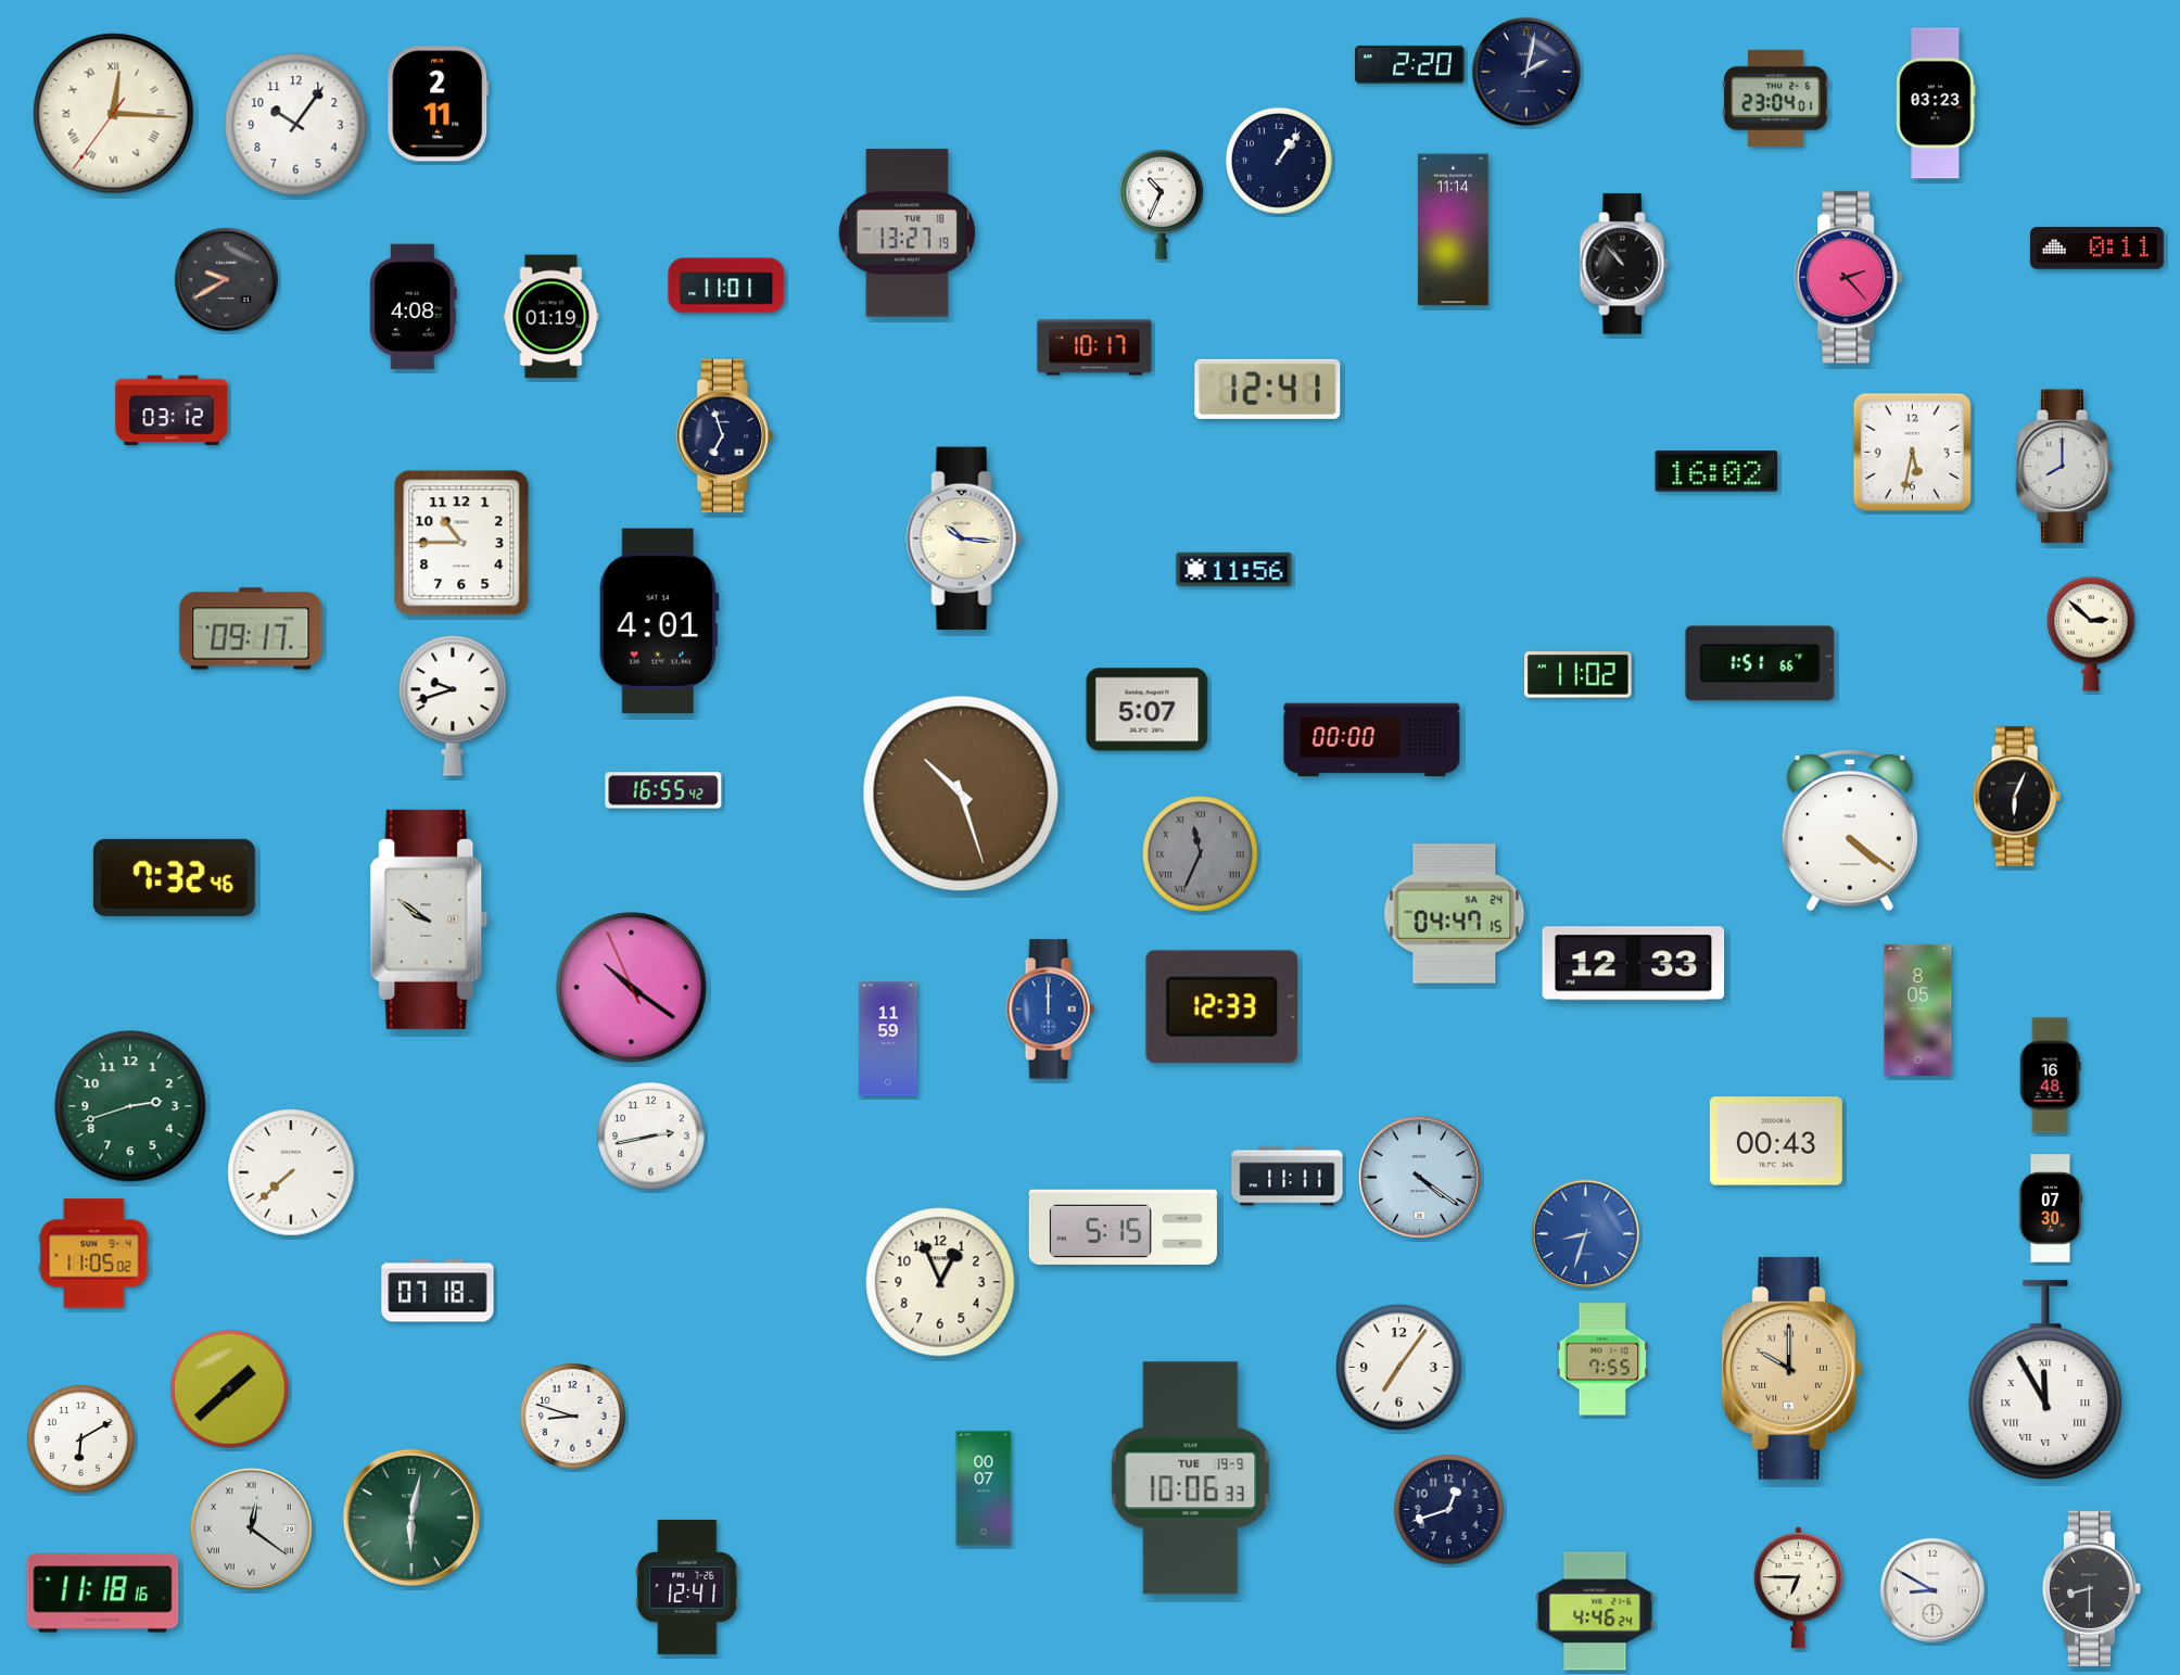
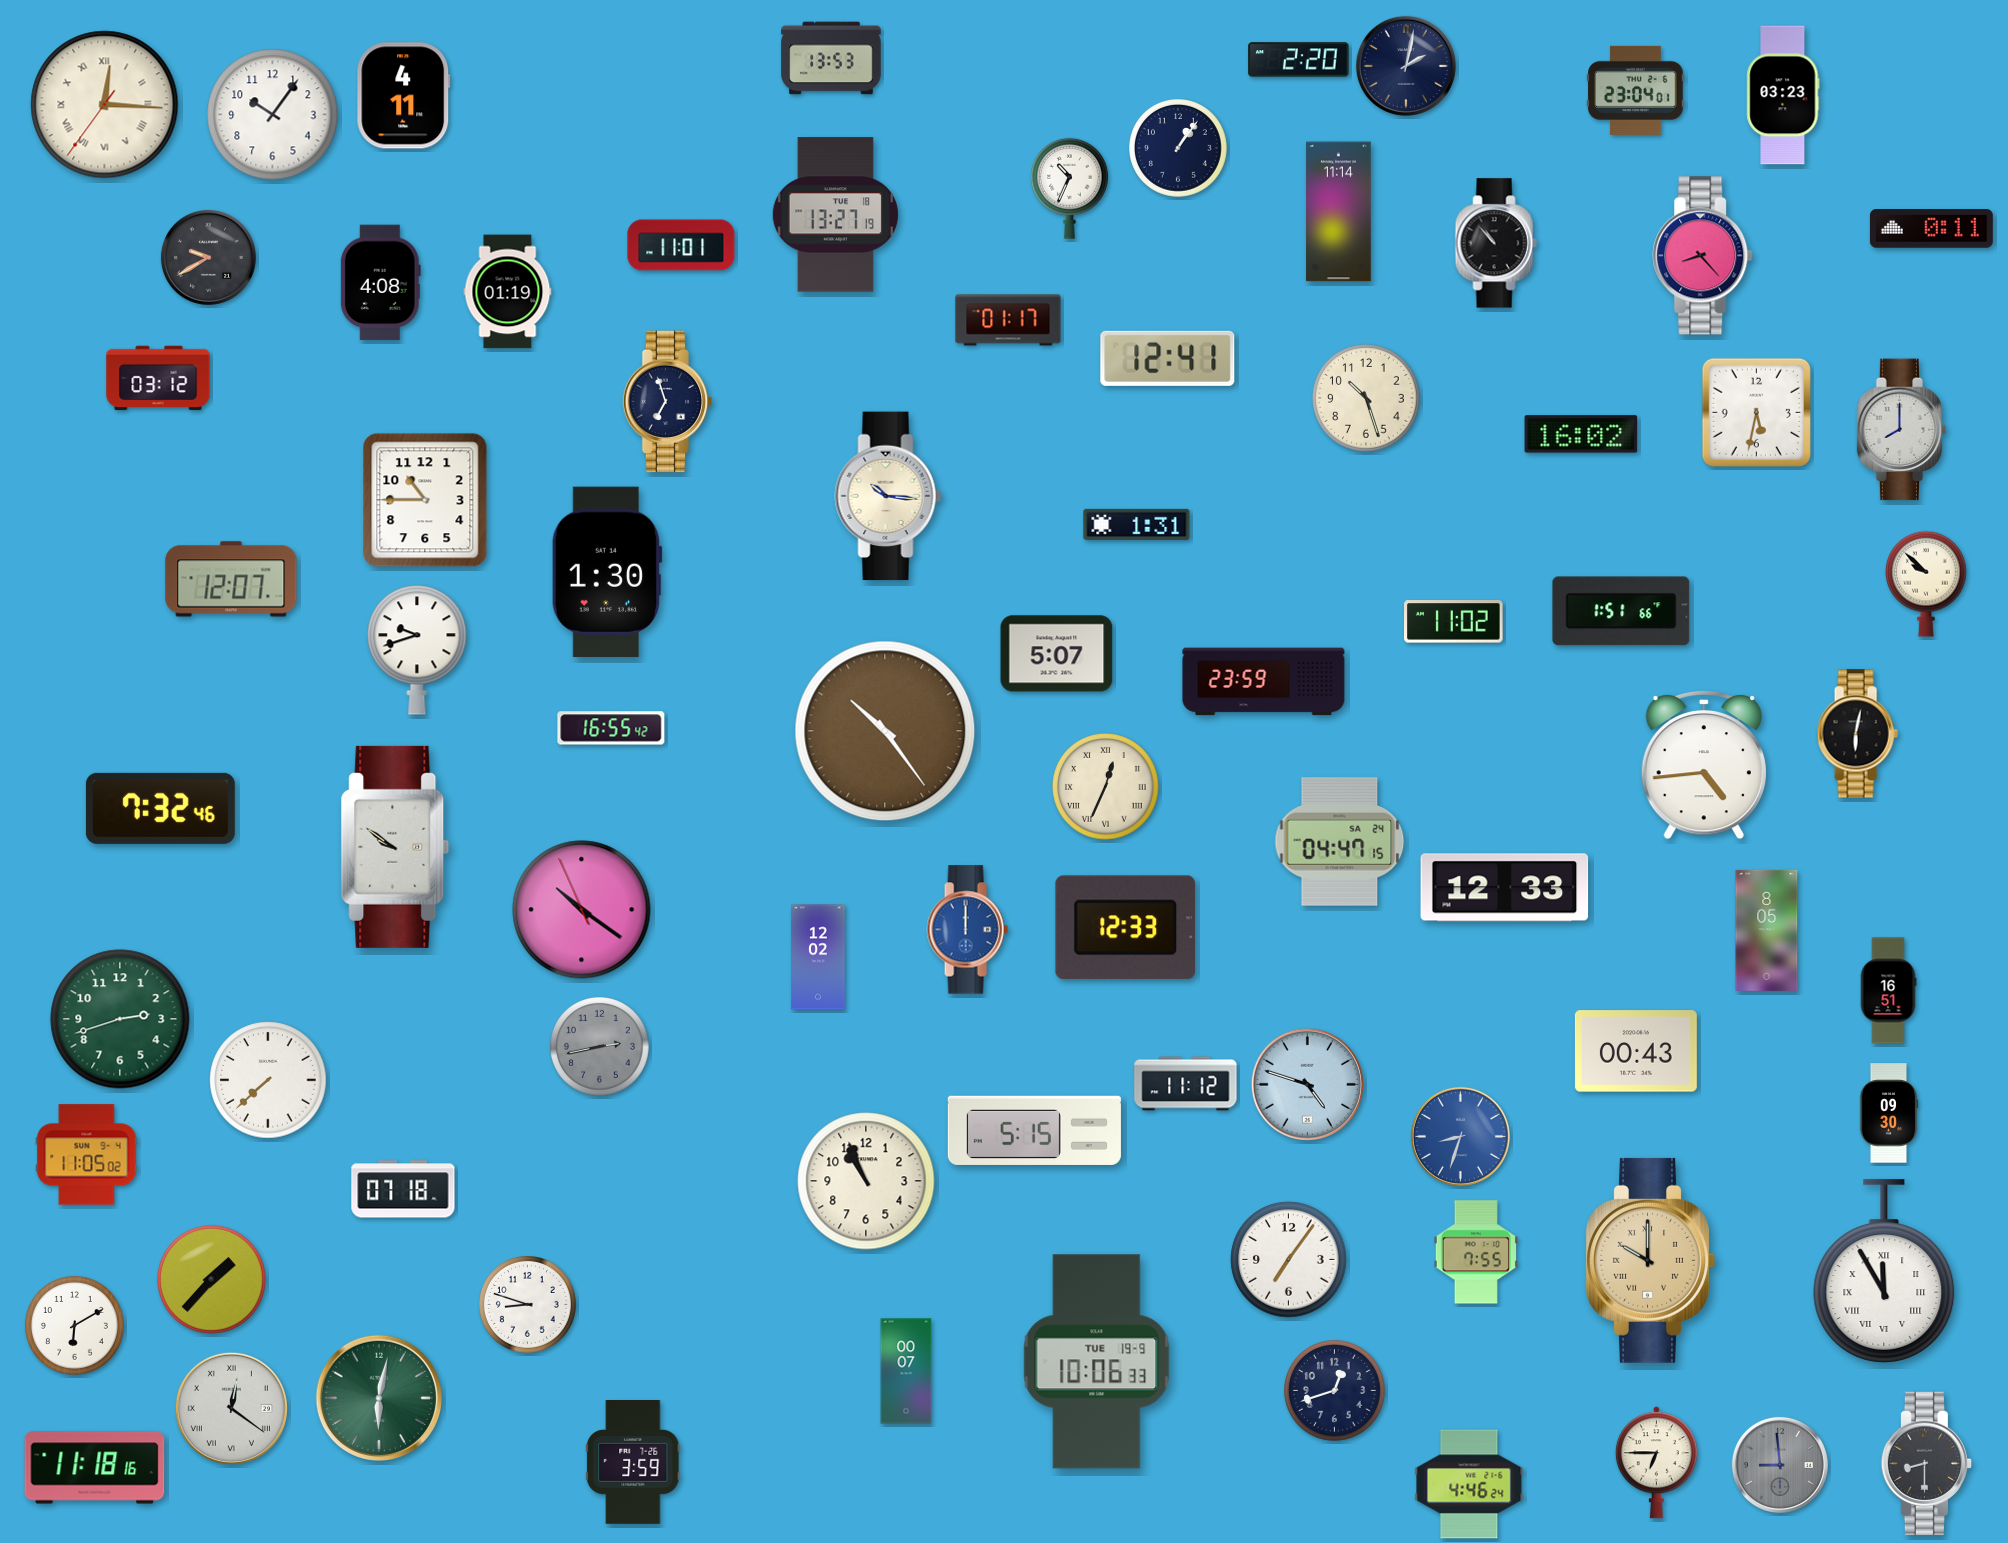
clock at (831, 58): none -> 13:53
clock at (439, 104): 2:11 -> 4:11
clock at (1849, 278): 2:23 -> 8:23
clock at (726, 285) position: (726, 285) -> (681, 245)
clock at (1094, 347): 10:17 -> 01:17
clock at (1366, 398): none -> 10:27
clock at (1912, 452) position: (1912, 452) -> (1756, 412)
clock at (1234, 569): 11:56 -> 1:31
clock at (659, 621): 4:01 -> 1:30
clock at (251, 629): 09:17 -> 12:07
clock at (2092, 634): 2:52 -> 9:52
clock at (1372, 740): 00:00 -> 23:59
clock at (961, 794): 10:27 -> 10:24
clock at (2016, 797): 6:04 -> 6:02
clock at (1850, 830): 4:21 -> 4:44
clock at (1201, 854): 11:34 -> 12:34
clock at (1201, 854) dial: grey -> cream
clock at (888, 1039): 11:59 -> 12:02
clock at (2050, 1076): 16:48 -> 16:51
clock at (651, 1137) dial: white -> grey
clock at (1288, 1177): 11:11 -> 11:12
clock at (1419, 1177): 4:21 -> 4:48
clock at (2051, 1208): 07:30 -> 09:30
clock at (940, 1282): 12:56 -> 10:56
clock at (230, 1390): 1:38 -> 1:37
clock at (687, 1588): 12:41 -> 3:59
clock at (1932, 1590): 8:50 -> 8:59
clock at (1932, 1590) dial: white -> grey
